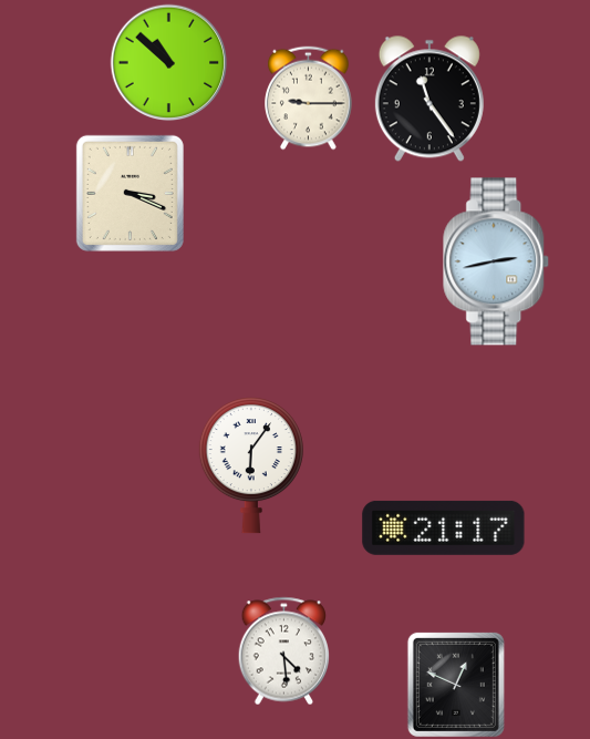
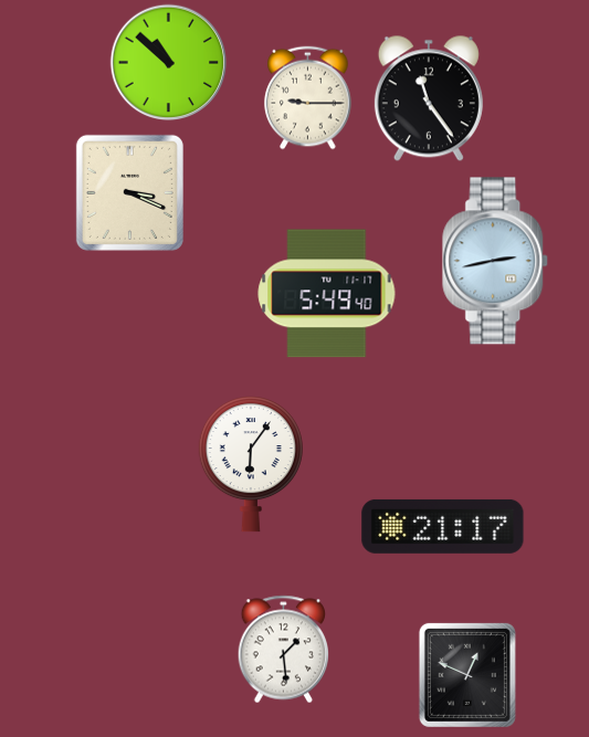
clock at (327, 294): none -> 5:49
clock at (284, 651): 4:29 -> 1:29
clock at (456, 685) position: (456, 685) -> (467, 675)
